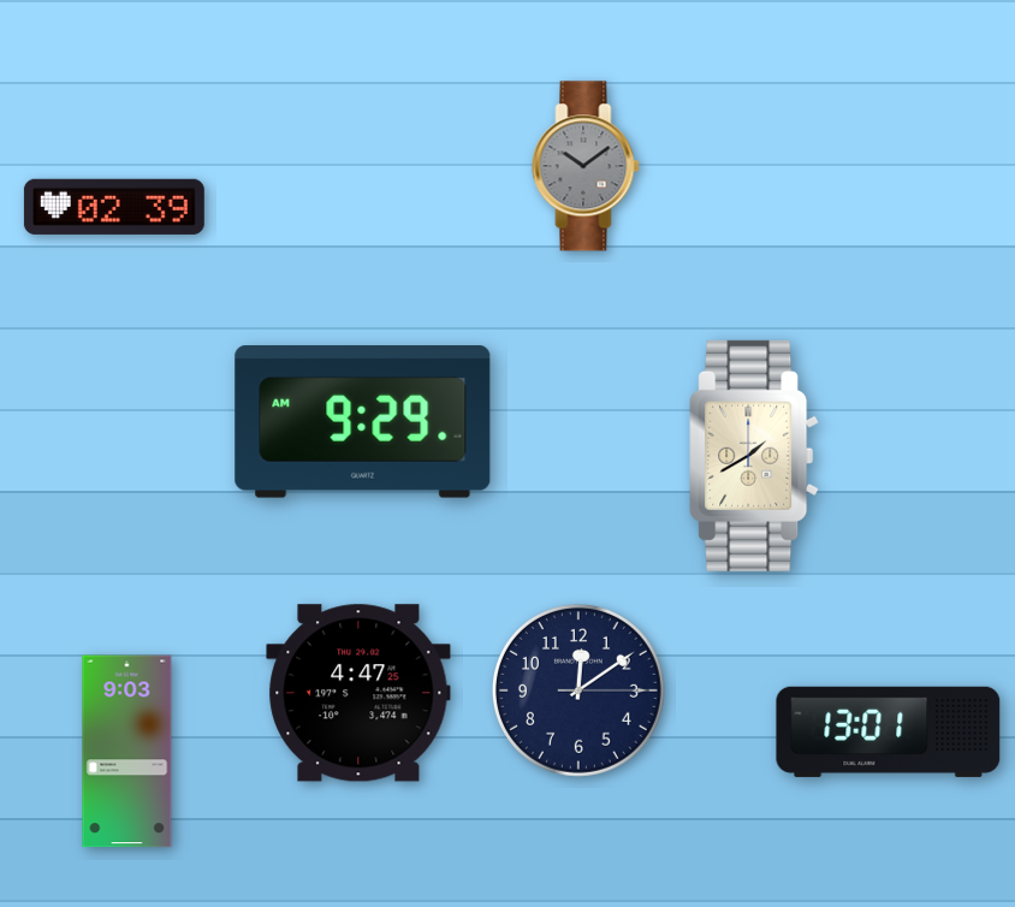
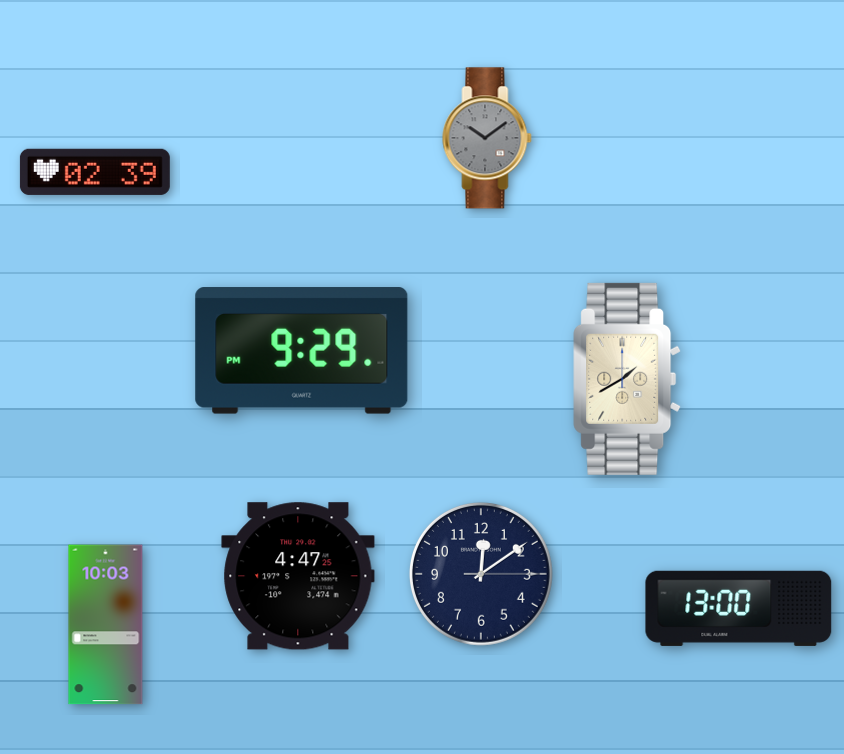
clock at (363, 422): 9:29 AM -> 9:29 PM
clock at (889, 731): 13:01 -> 13:00
clock at (127, 752): 9:03 -> 10:03
